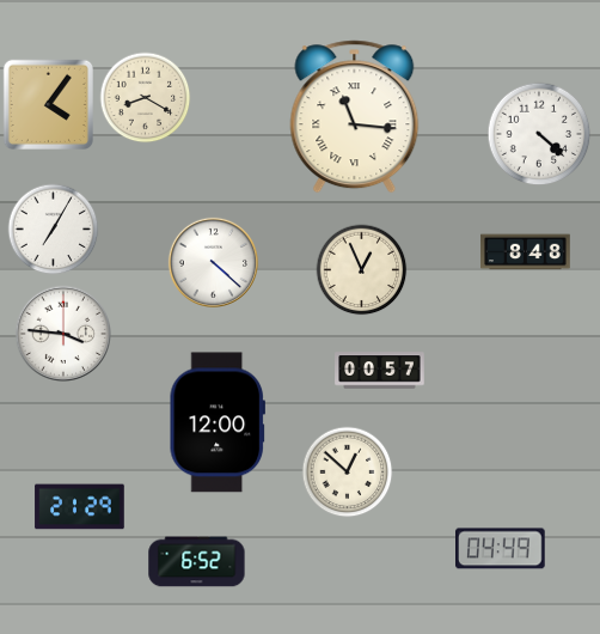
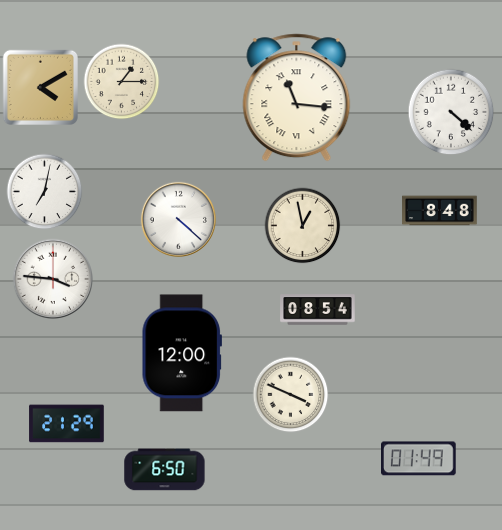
clock at (146, 98): 8:20 -> 1:15
clock at (48, 104): 4:06 -> 4:10
clock at (54, 230): 7:05 -> 7:02
clock at (362, 270): 12:56 -> 12:58
clock at (380, 371): 00:57 -> 08:54
clock at (348, 473): 12:52 -> 3:49
clock at (501, 549): 04:49 -> 01:49
clock at (197, 562): 6:52 -> 6:50
